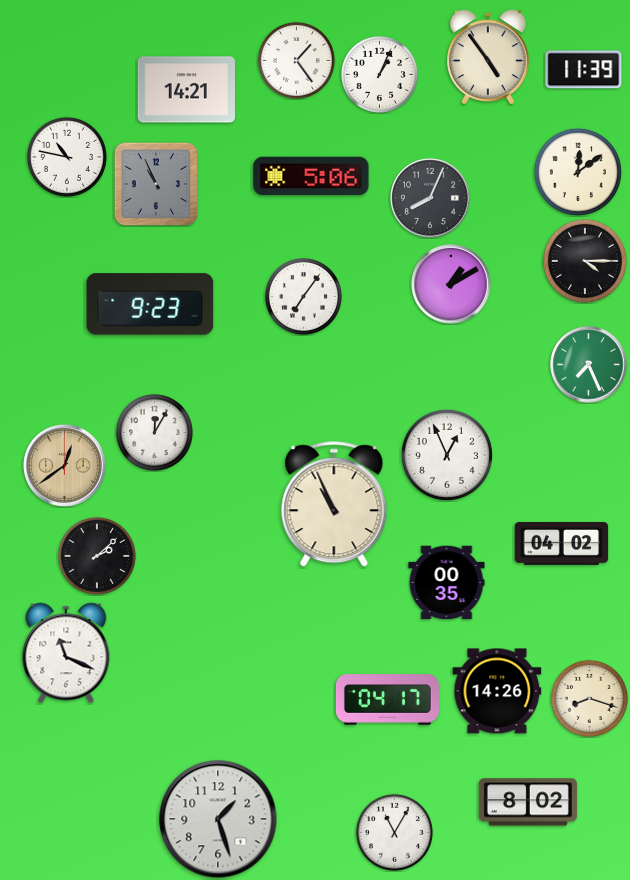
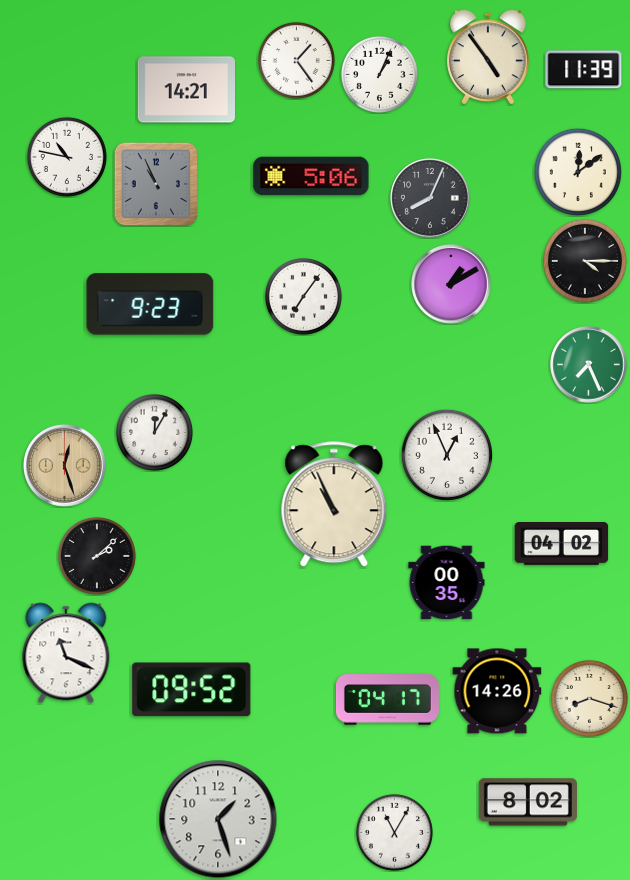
clock at (64, 465): 12:39 -> 12:27
clock at (192, 690): none -> 09:52
